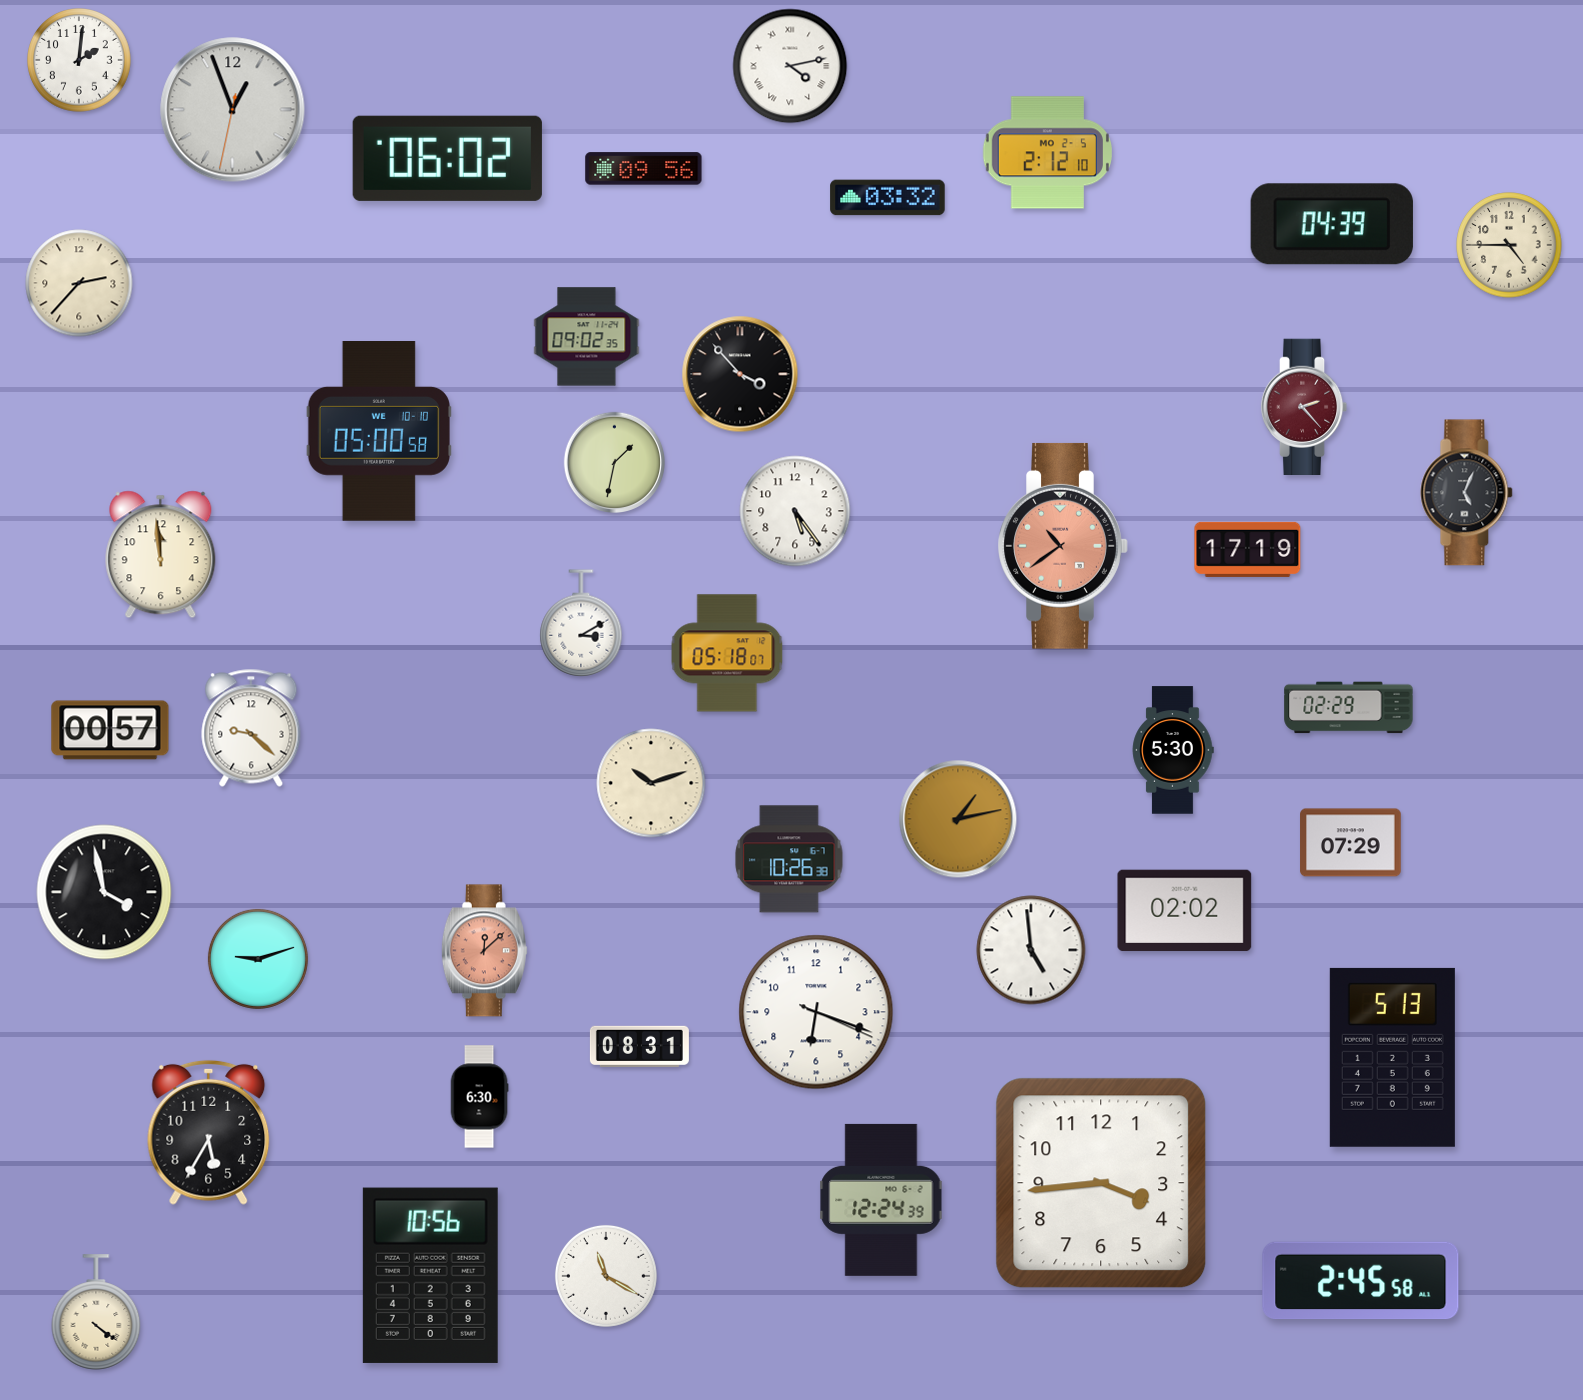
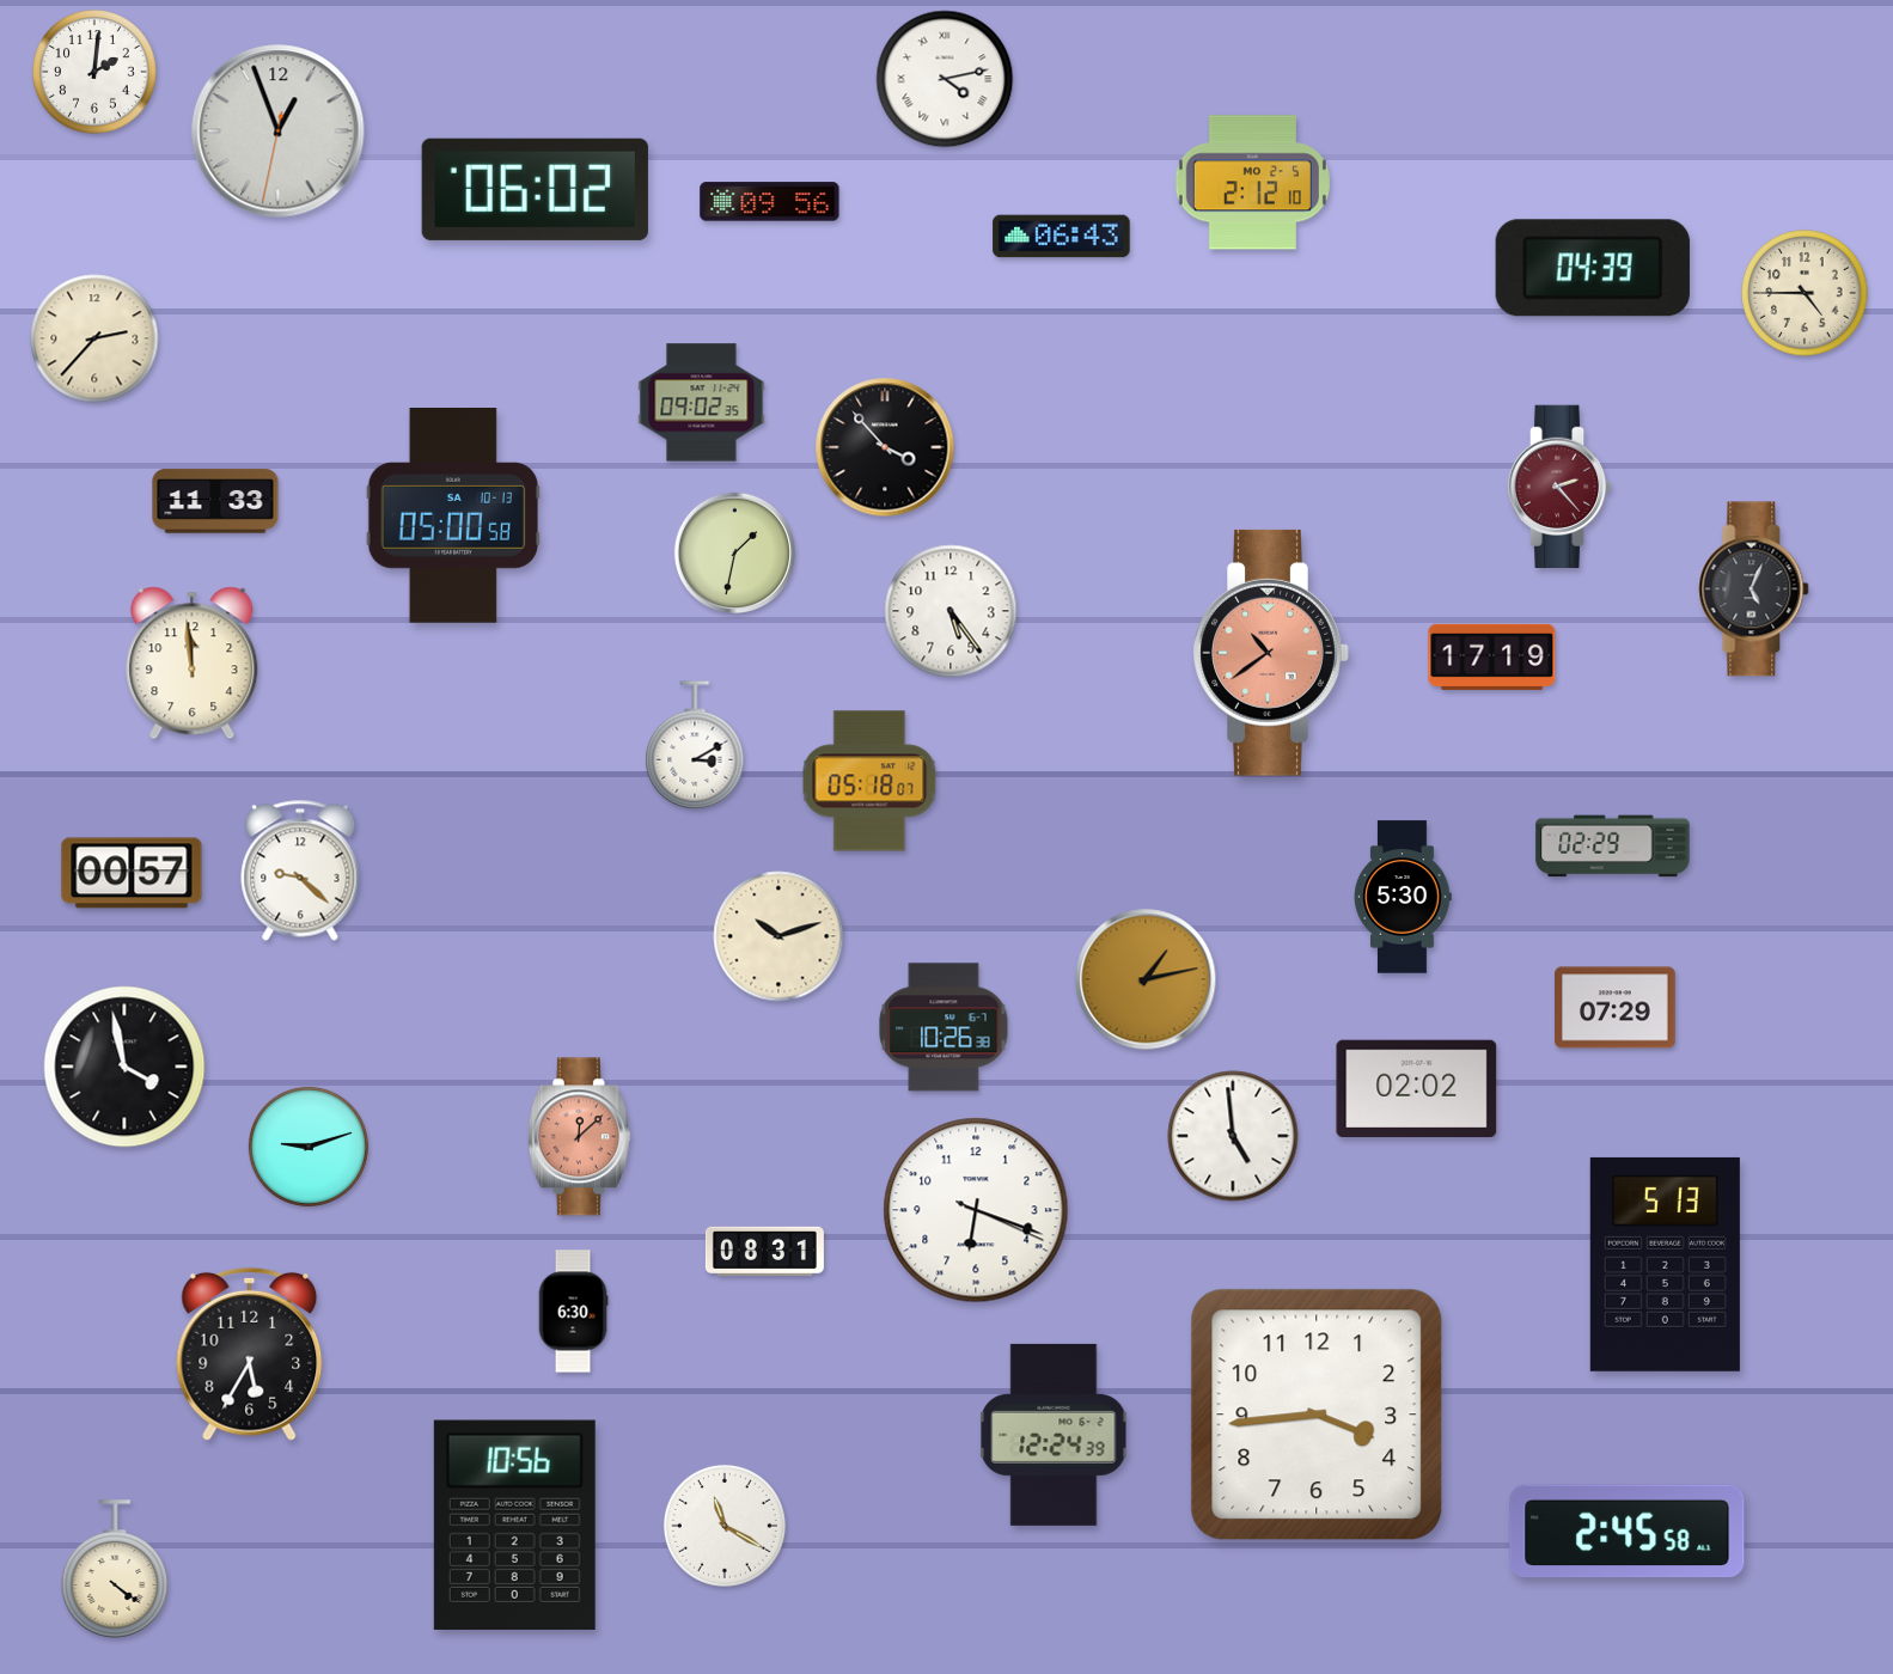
clock at (888, 198): 03:32 -> 06:43
clock at (215, 501): none -> 11:33
clock at (379, 432) date: WE 10-10 -> SA 10-13
